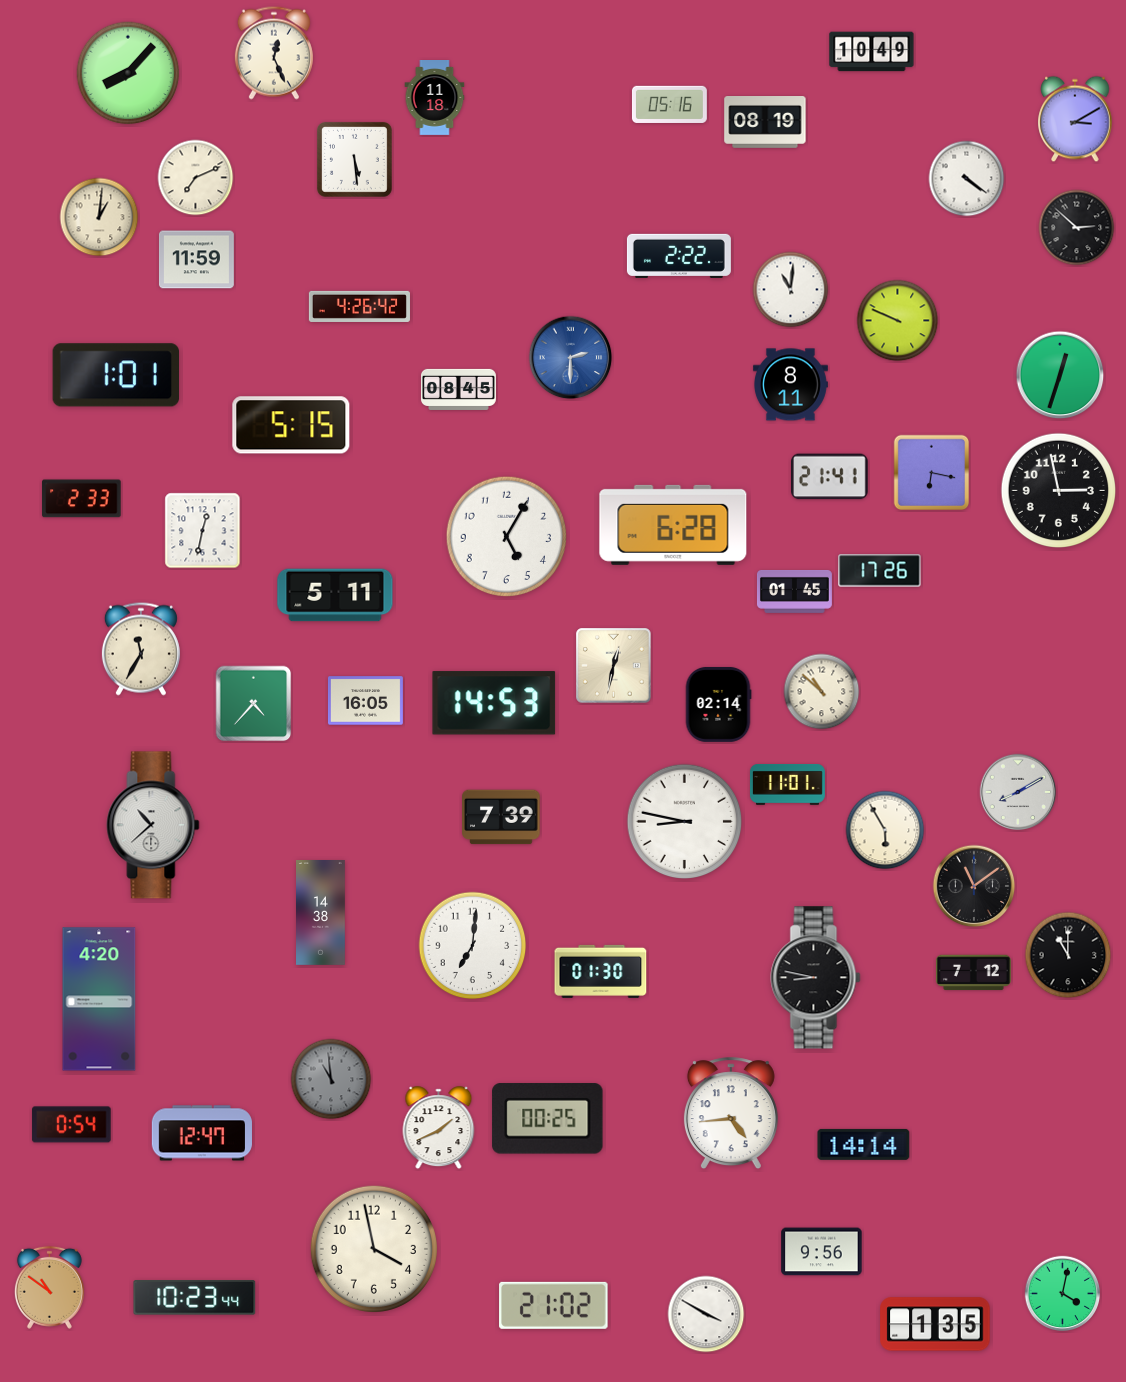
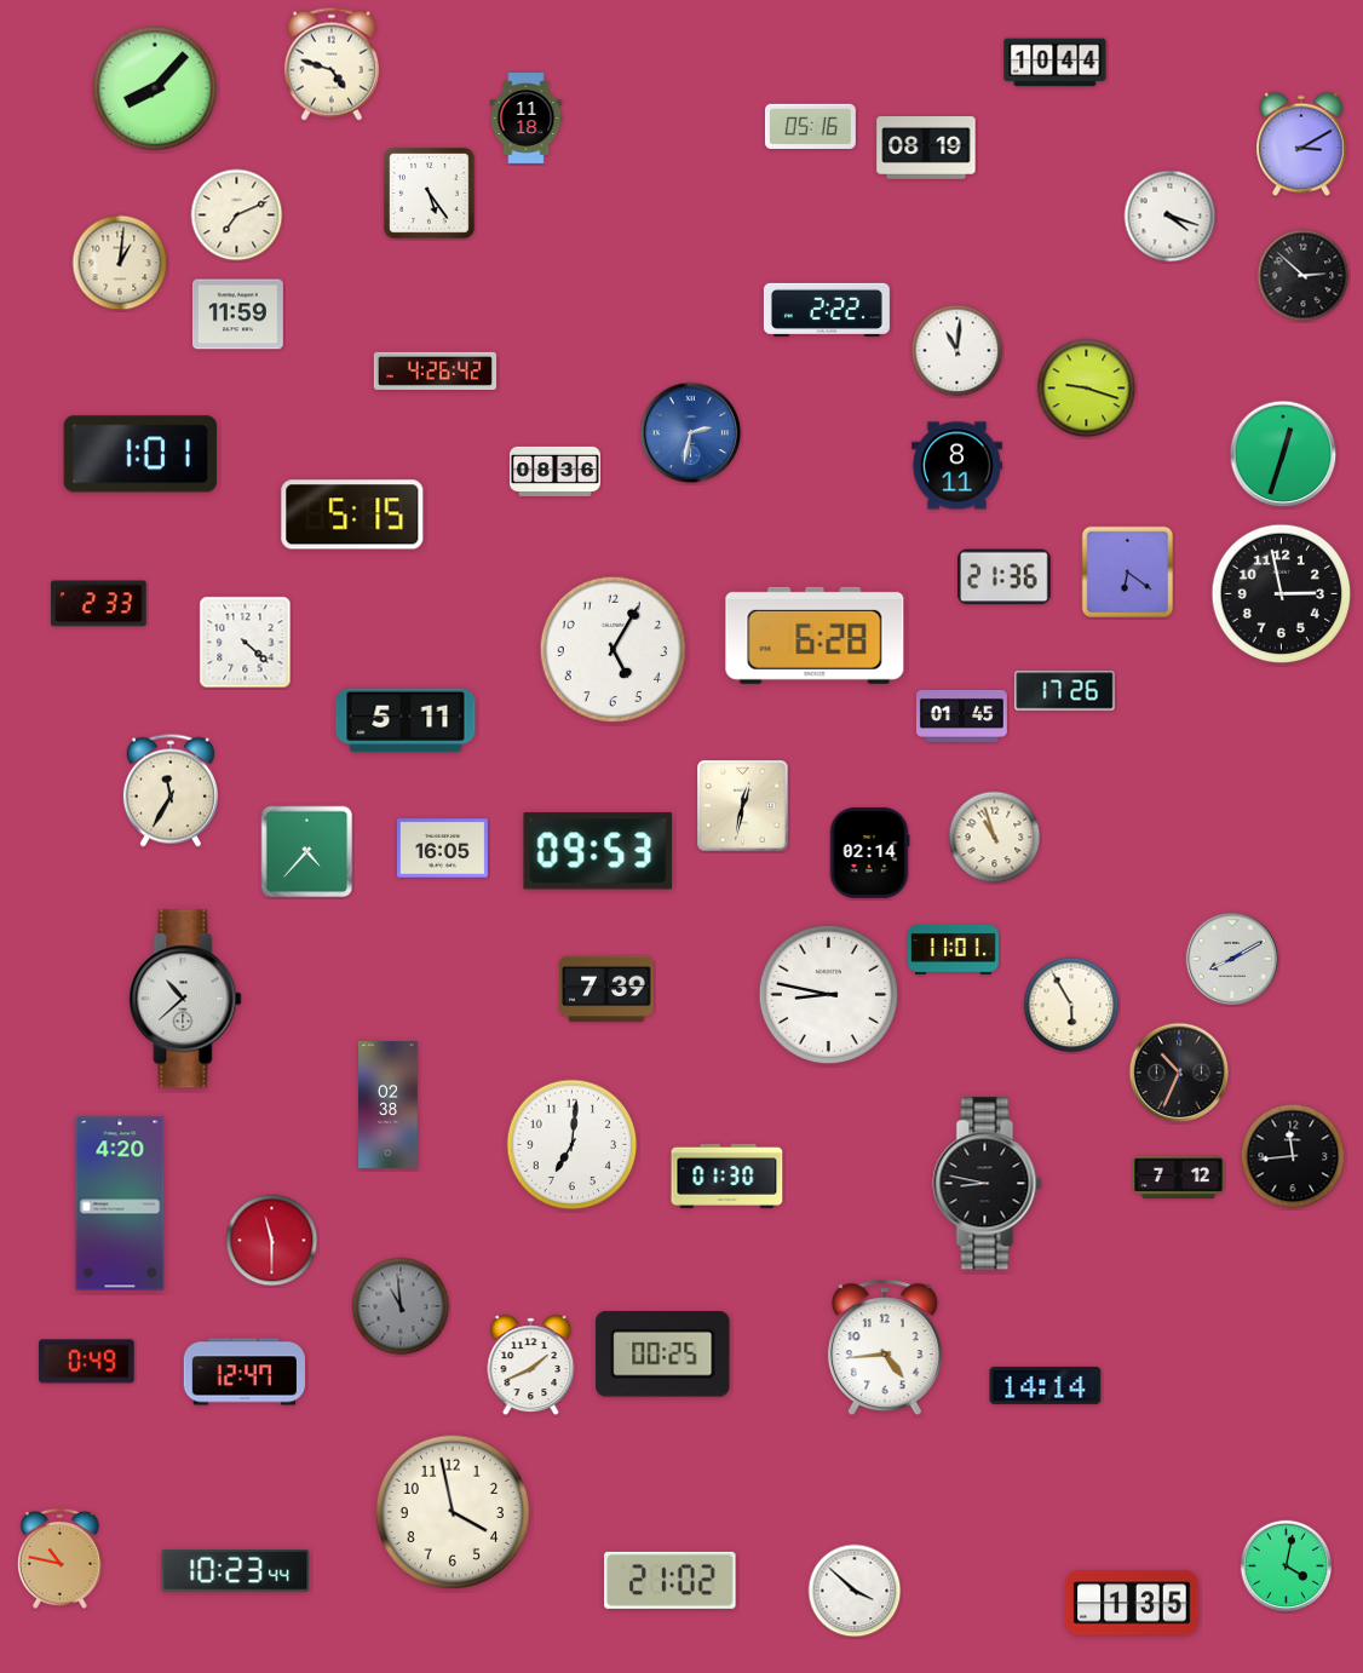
clock at (872, 52): 10:49 -> 10:44
clock at (274, 53): 12:26 -> 4:48
clock at (354, 159): 5:29 -> 5:24
clock at (967, 179): 4:21 -> 4:18
clock at (679, 256) position: (679, 256) -> (827, 310)
clock at (898, 321): 9:49 -> 9:18
clock at (571, 358): 2:30 -> 2:32
clock at (459, 389): 08:45 -> 08:36
clock at (932, 473): 6:17 -> 6:21
clock at (830, 477): 21:41 -> 21:36
clock at (203, 531): 12:32 -> 4:22
clock at (141, 649) position: (141, 649) -> (171, 790)
clock at (822, 692): 10:52 -> 10:57
clock at (494, 703): 14:53 -> 09:53
clock at (974, 886): 11:09 -> 10:34
clock at (321, 913): 14:38 -> 02:38
clock at (1068, 955): 11:00 -> 11:44
clock at (99, 999) position: (99, 999) -> (120, 1203)
clock at (272, 1241): none -> 11:30
clock at (72, 1125): 0:54 -> 0:49
clock at (822, 1252): 9:56 -> none
clock at (49, 1287): 10:51 -> 10:47
clock at (706, 1314): 3:50 -> 3:52
